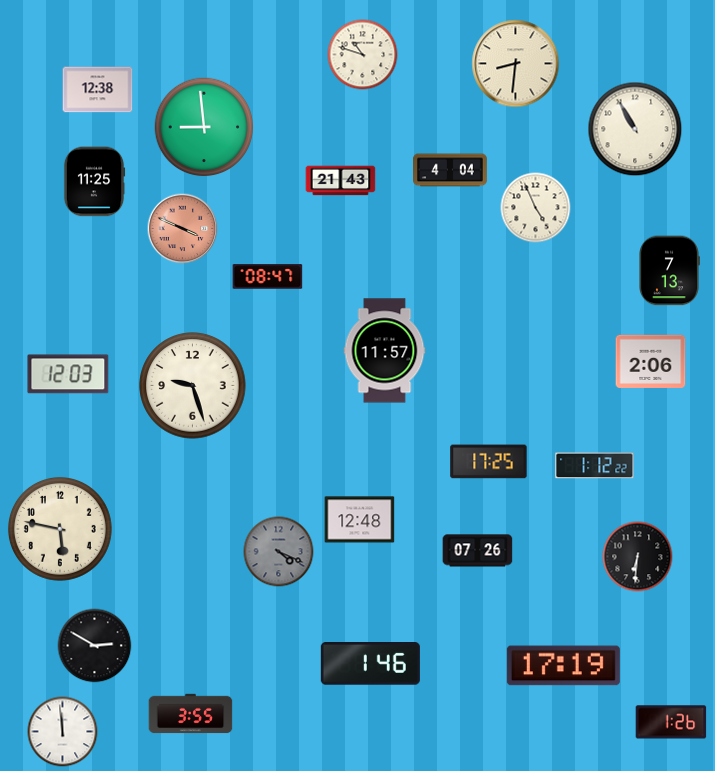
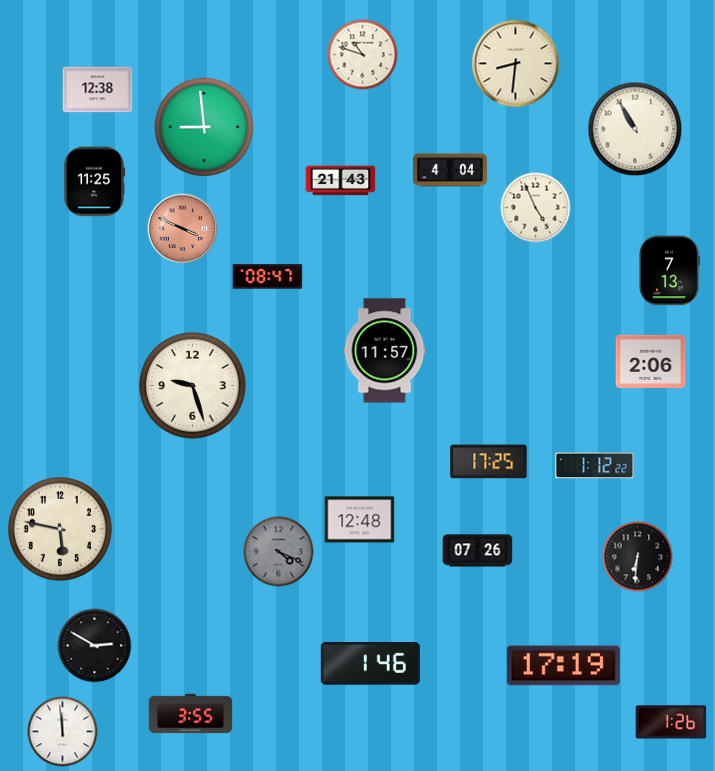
clock at (68, 374): 12:03 -> none
